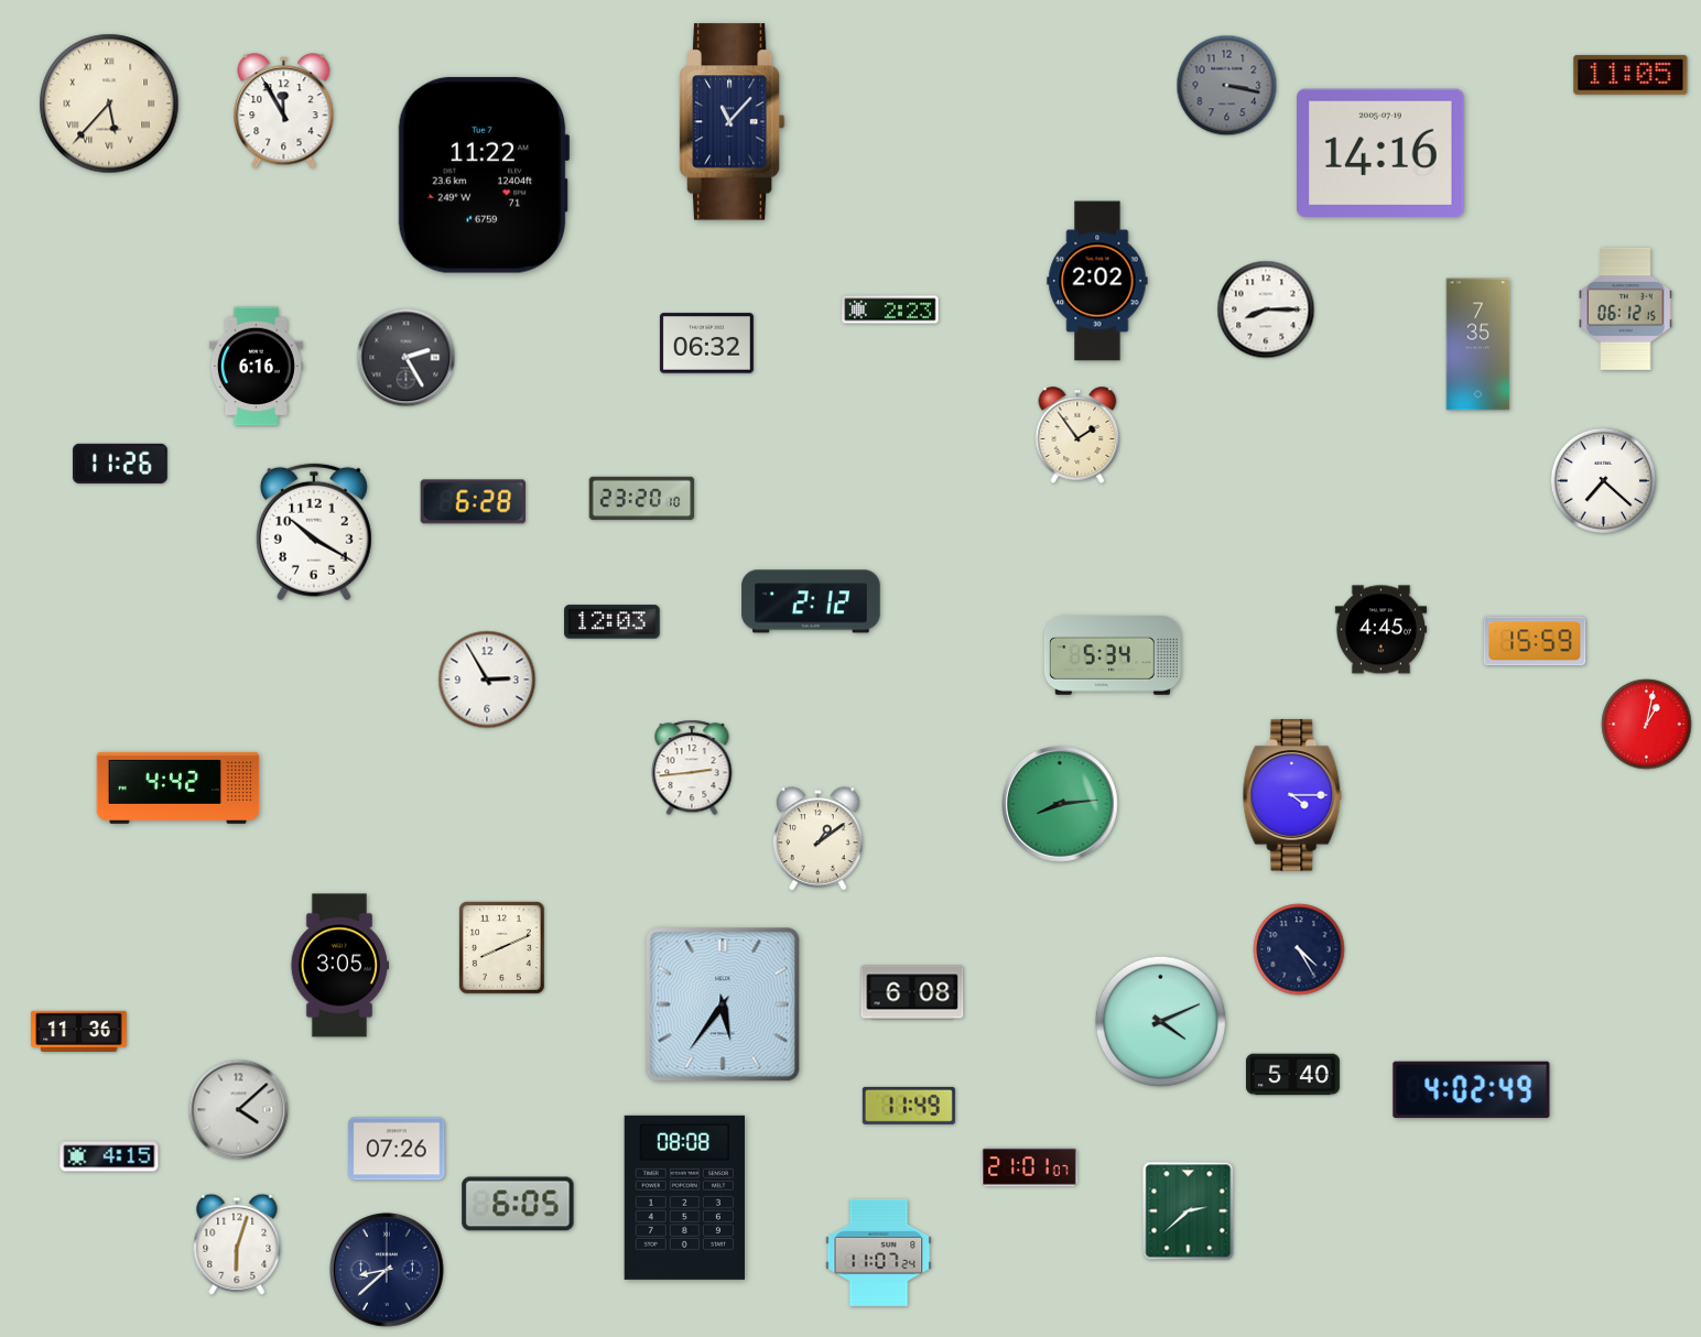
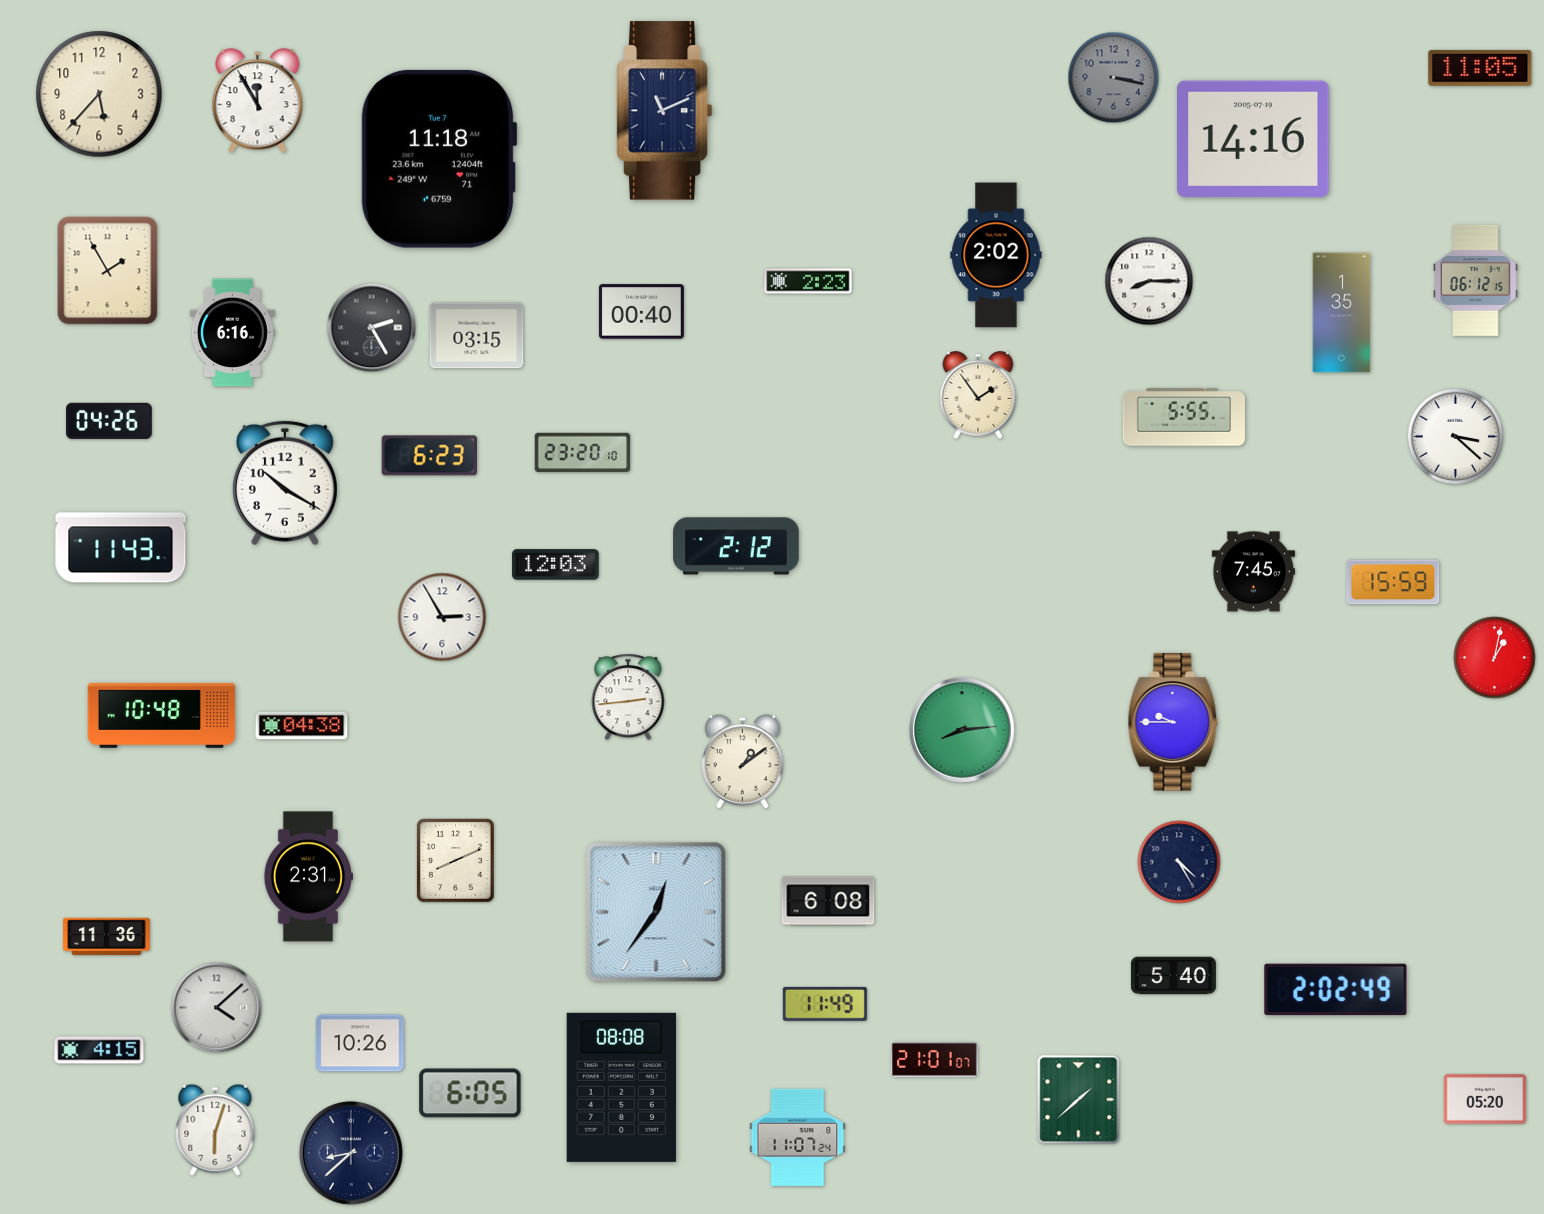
clock at (109, 104) numerals: Roman -> Arabic
clock at (732, 122): 11:07 -> 11:11
clock at (484, 175): 11:22 -> 11:18
clock at (108, 271): none -> 1:55
clock at (706, 344): 06:32 -> 00:40
clock at (1478, 345): 7:35 -> 1:35
clock at (407, 358) position: (407, 358) -> (372, 328)
clock at (477, 336): none -> 03:15
clock at (1183, 417): none -> 5:55
clock at (121, 464): 11:26 -> 04:26
clock at (1604, 481): 7:22 -> 3:22
clock at (473, 502): 6:28 -> 6:23
clock at (121, 548): none -> 11:43
clock at (1380, 630): 4:45 -> 7:45
clock at (1113, 656): 5:34 -> none
clock at (178, 787): 4:42 -> 10:48
clock at (1292, 795): 4:15 -> 9:45
clock at (302, 726): none -> 04:38
clock at (338, 966): 3:05 -> 2:31
clock at (723, 1004): 5:36 -> 12:36
clock at (1160, 1021): 4:11 -> none
clock at (79, 1031) position: (79, 1031) -> (107, 936)
clock at (1472, 1090): 4:02 -> 2:02
clock at (397, 1149): 07:26 -> 10:26
clock at (1485, 1099): none -> 05:20
clock at (1189, 1211): 2:38 -> 1:38
